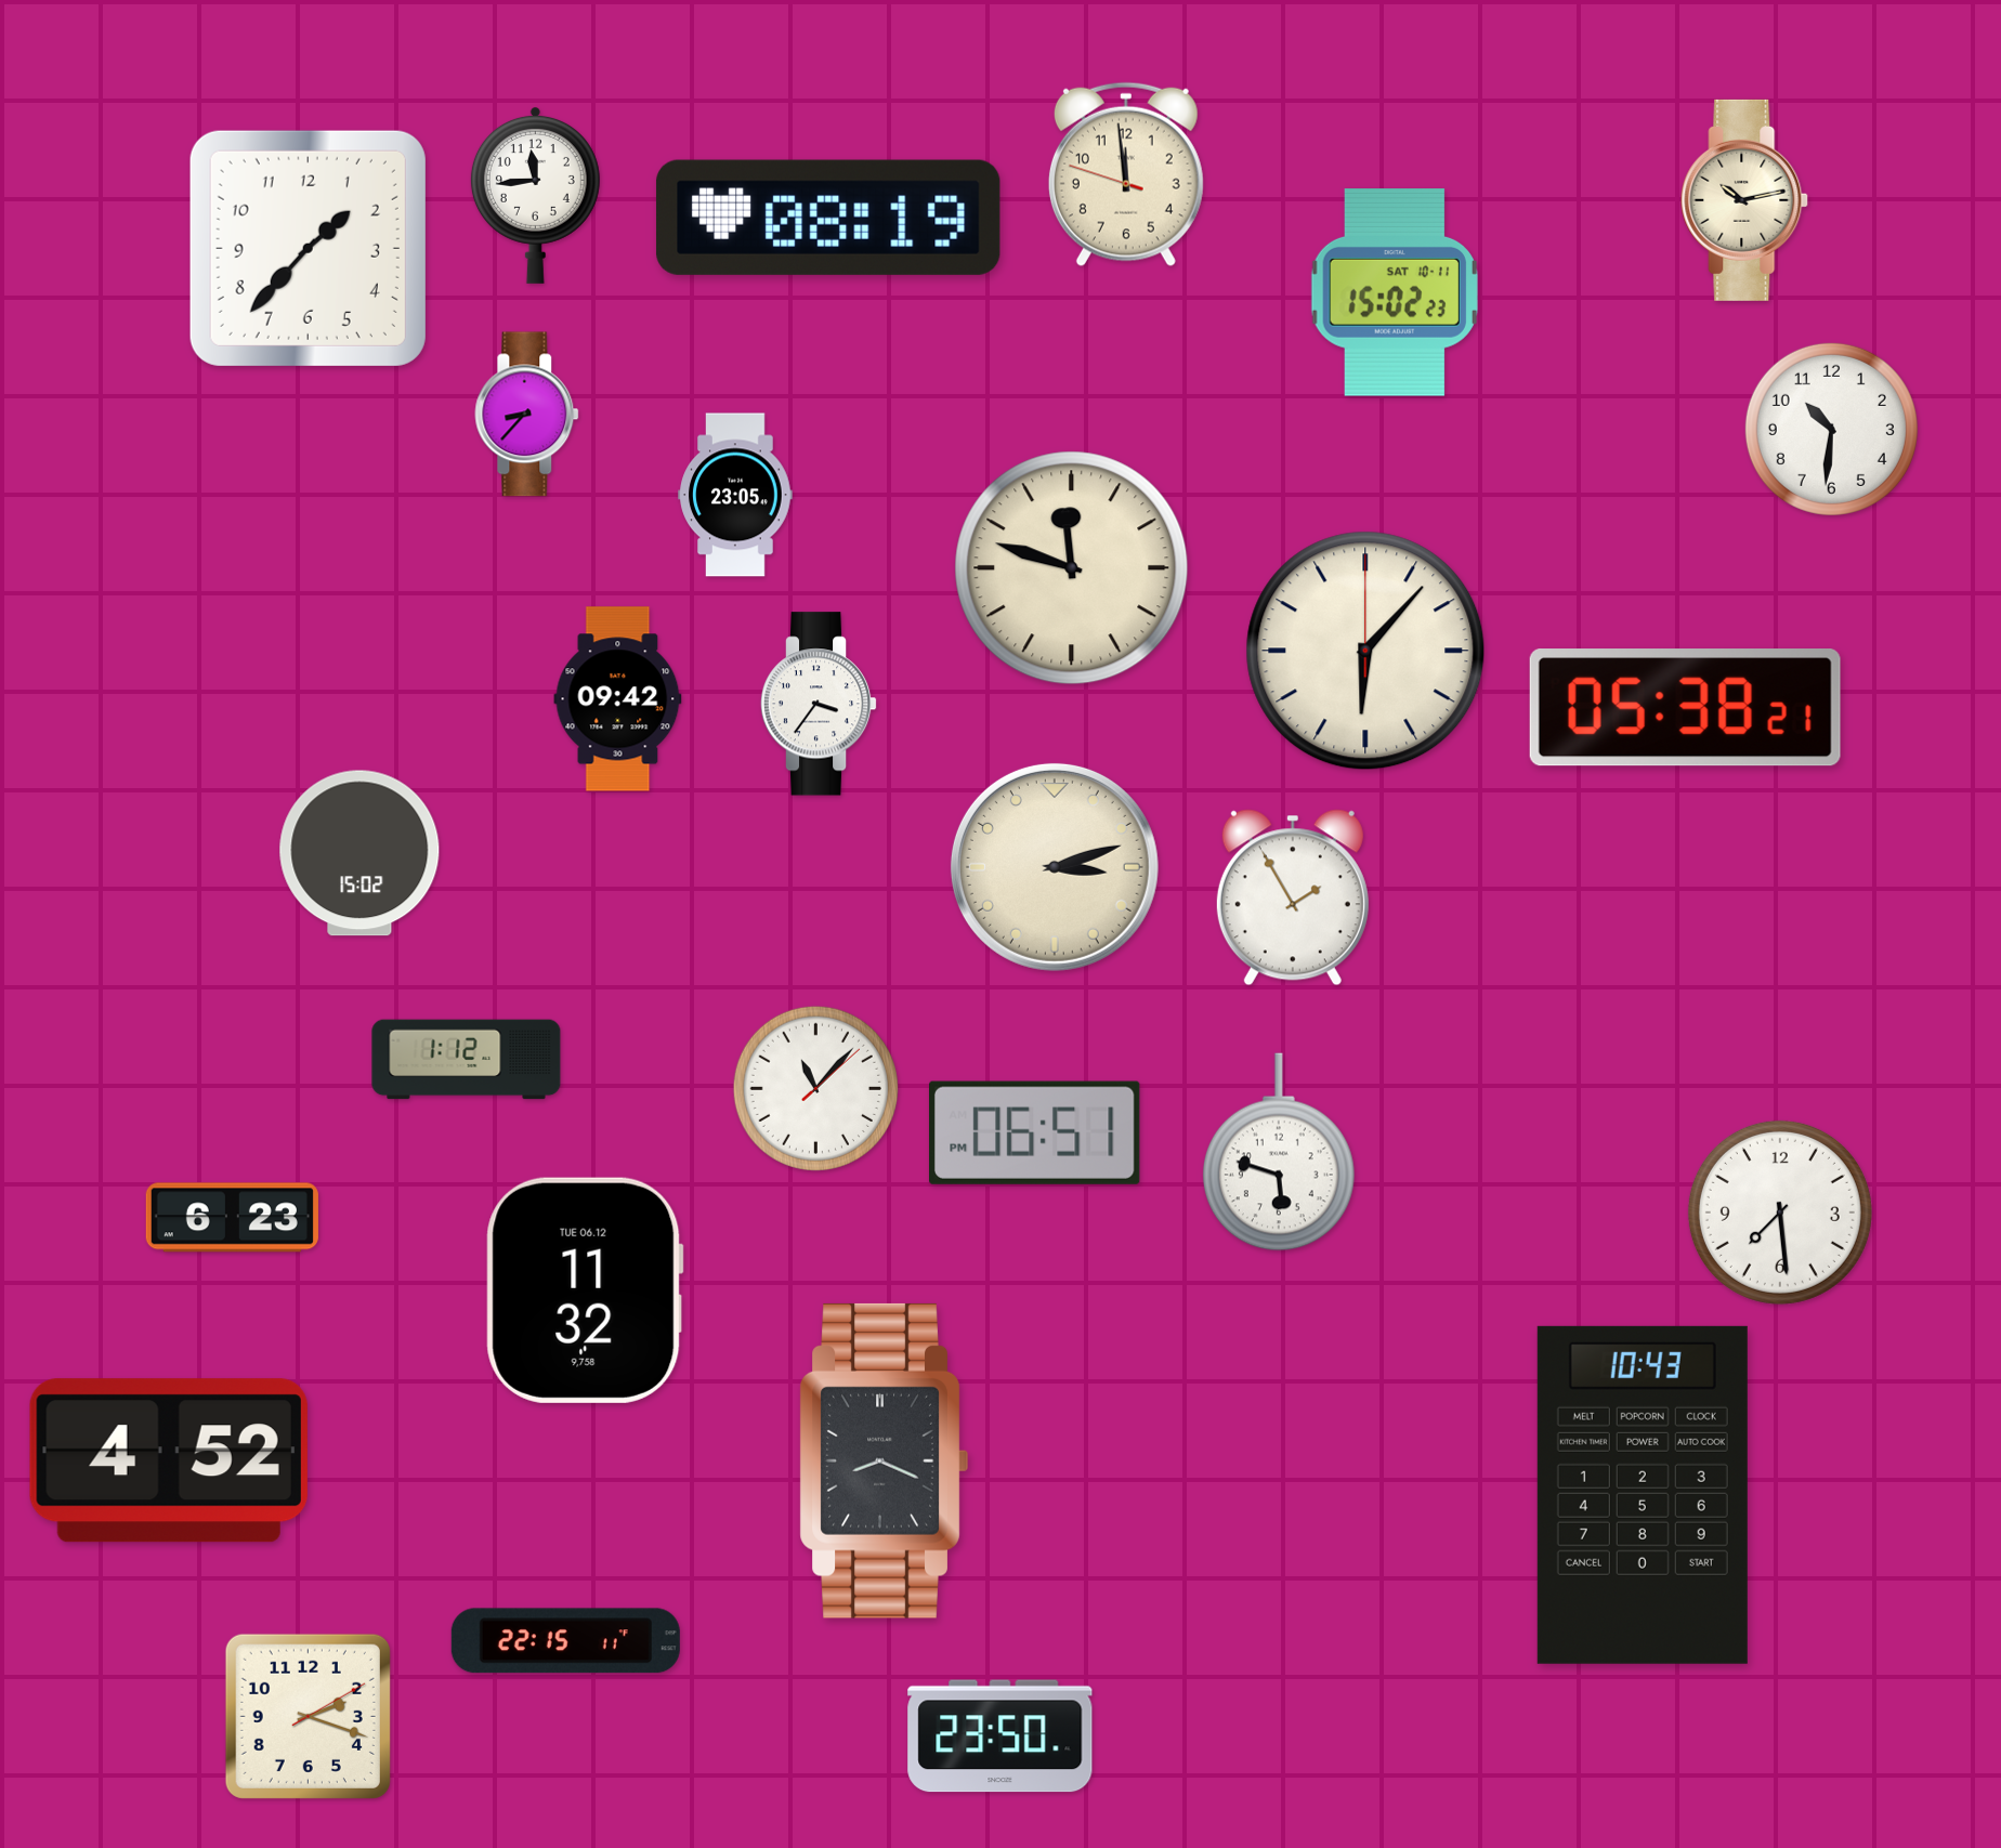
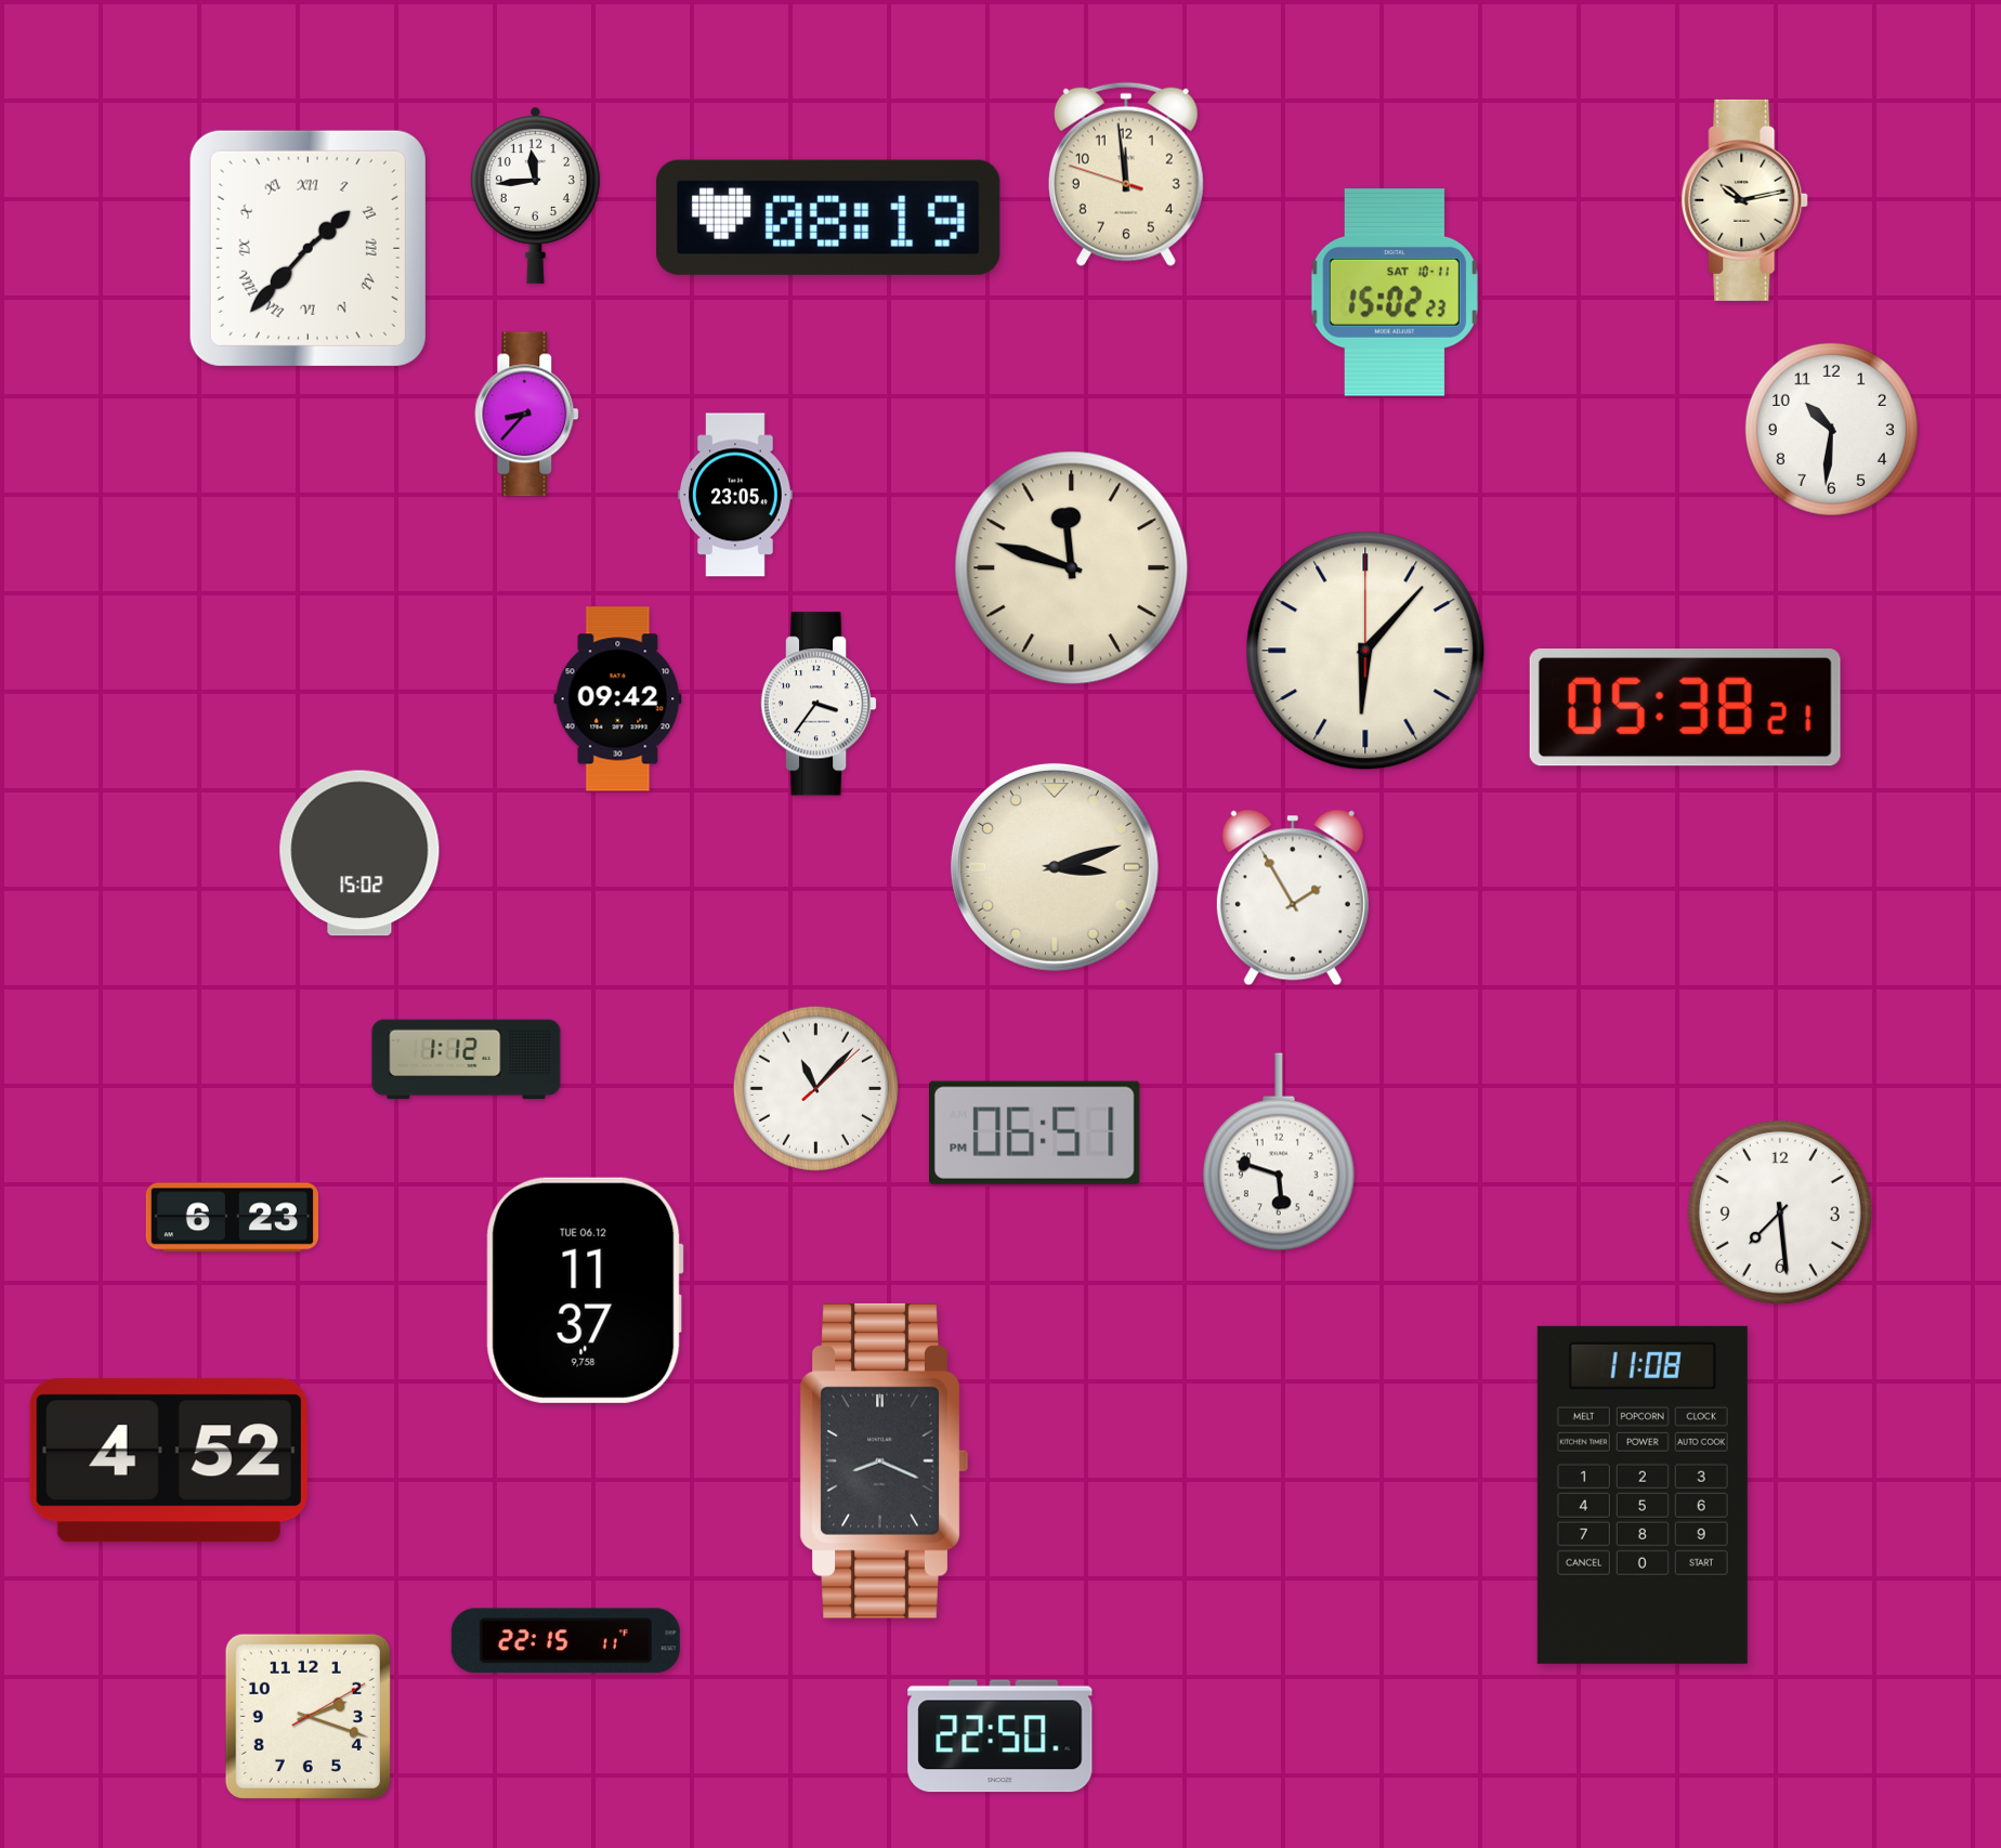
clock at (308, 248) numerals: Arabic -> Roman
clock at (585, 1290): 11:32 -> 11:37
clock at (1643, 1495): 10:43 -> 11:08
clock at (1001, 1736): 23:50 -> 22:50
